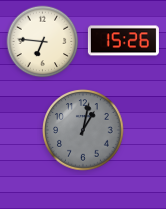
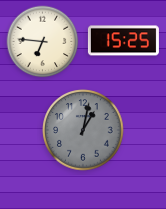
clock at (123, 41): 15:26 -> 15:25
